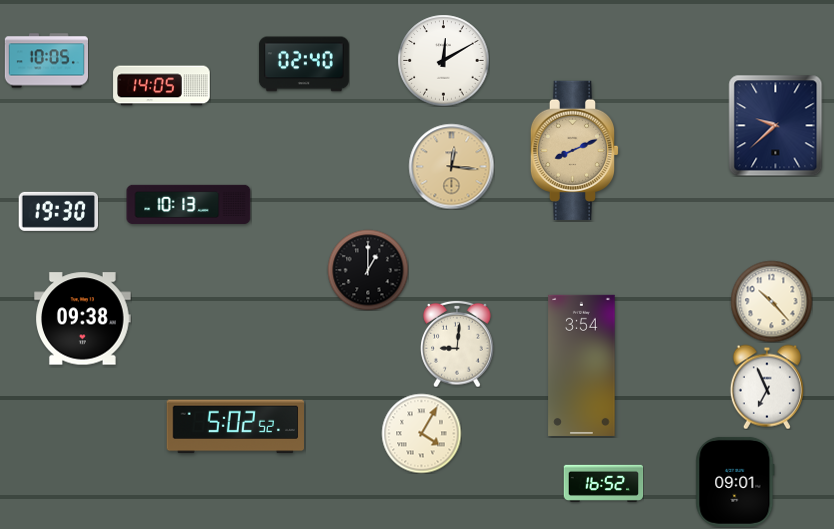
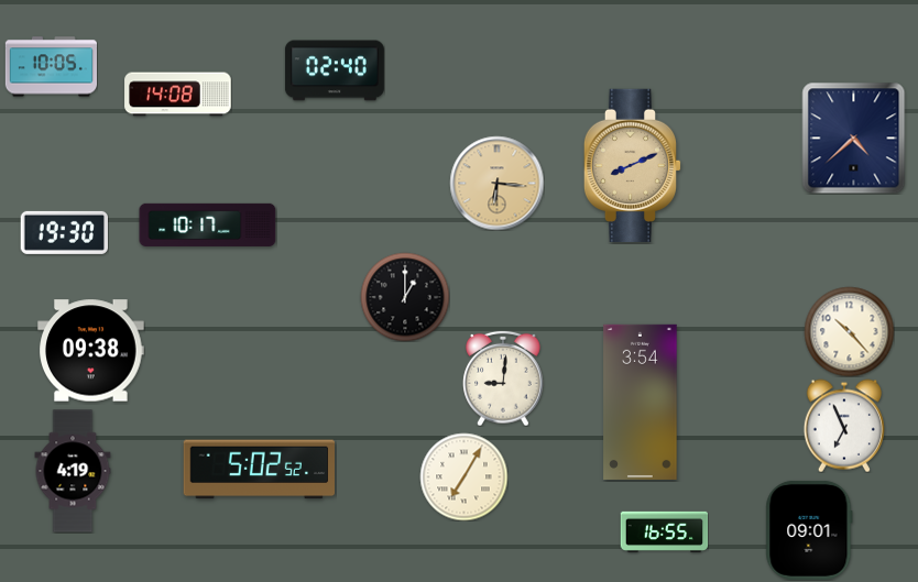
clock at (443, 60): 12:10 -> none
clock at (162, 86): 14:05 -> 14:08
clock at (776, 125): 9:38 -> 4:38
clock at (451, 166): 12:16 -> 6:16
clock at (189, 204): 10:13 -> 10:17
clock at (73, 471): none -> 4:19
clock at (421, 433): 4:05 -> 7:05
clock at (603, 483): 16:52 -> 16:55
